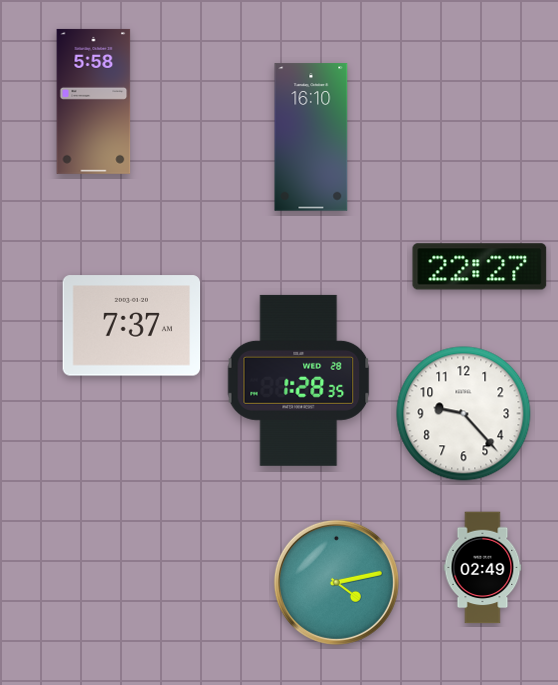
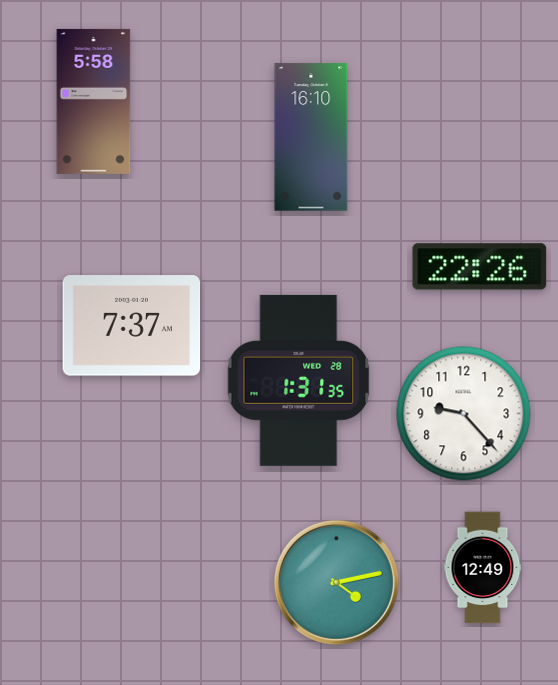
clock at (480, 267): 22:27 -> 22:26
clock at (299, 380): 1:28 -> 1:31
clock at (483, 568): 02:49 -> 12:49
